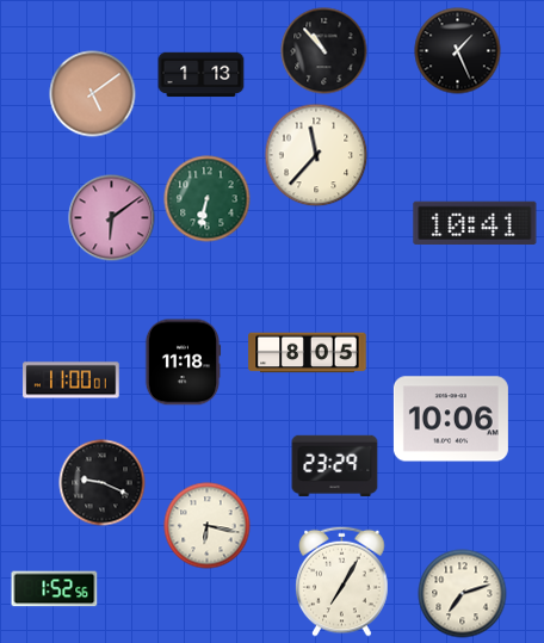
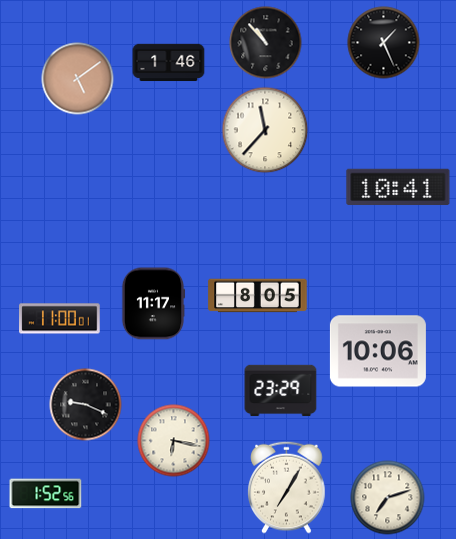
clock at (324, 51) position: (324, 51) -> (266, 43)
clock at (202, 75): 1:13 -> 1:46
clock at (208, 199): 6:32 -> none
clock at (112, 218): 6:09 -> none
clock at (183, 363): 11:18 -> 11:17
